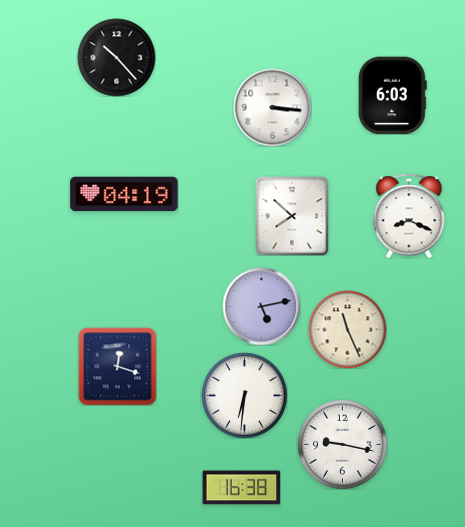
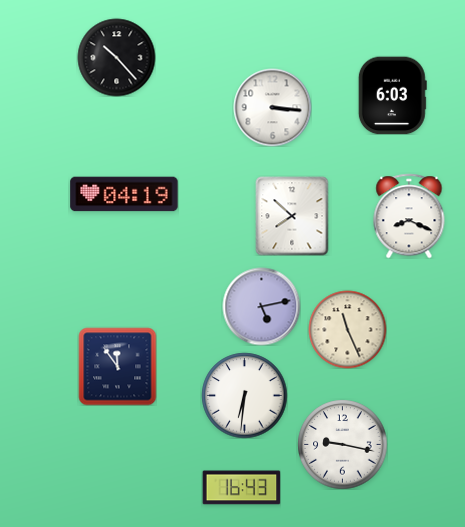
clock at (117, 366): 12:18 -> 11:54
clock at (241, 488): 16:38 -> 16:43
